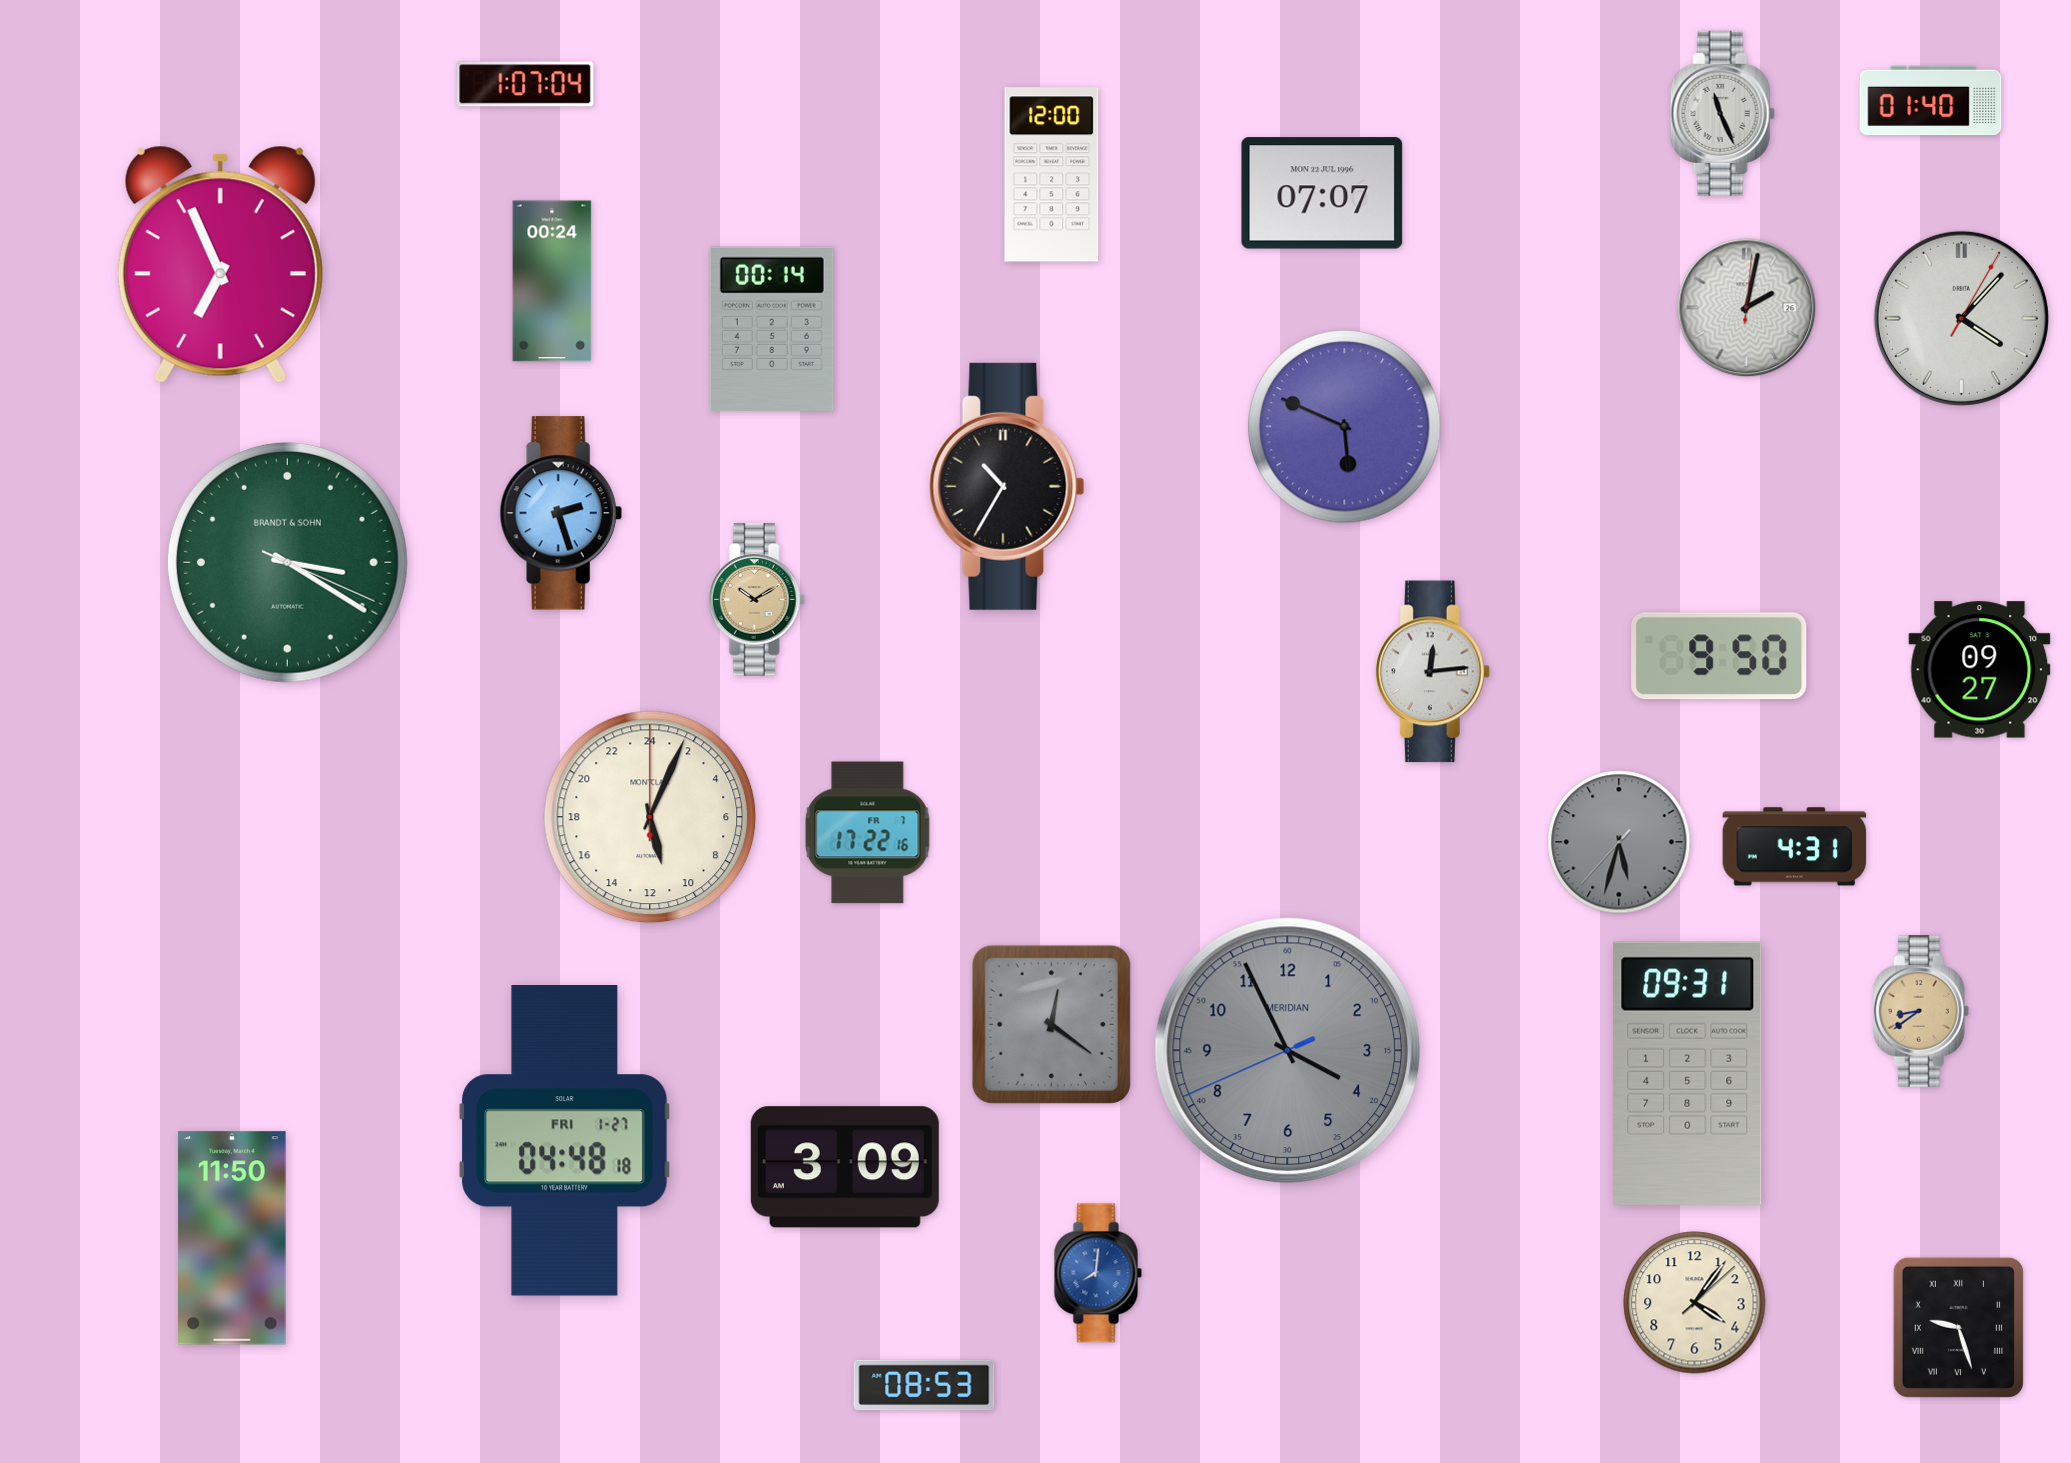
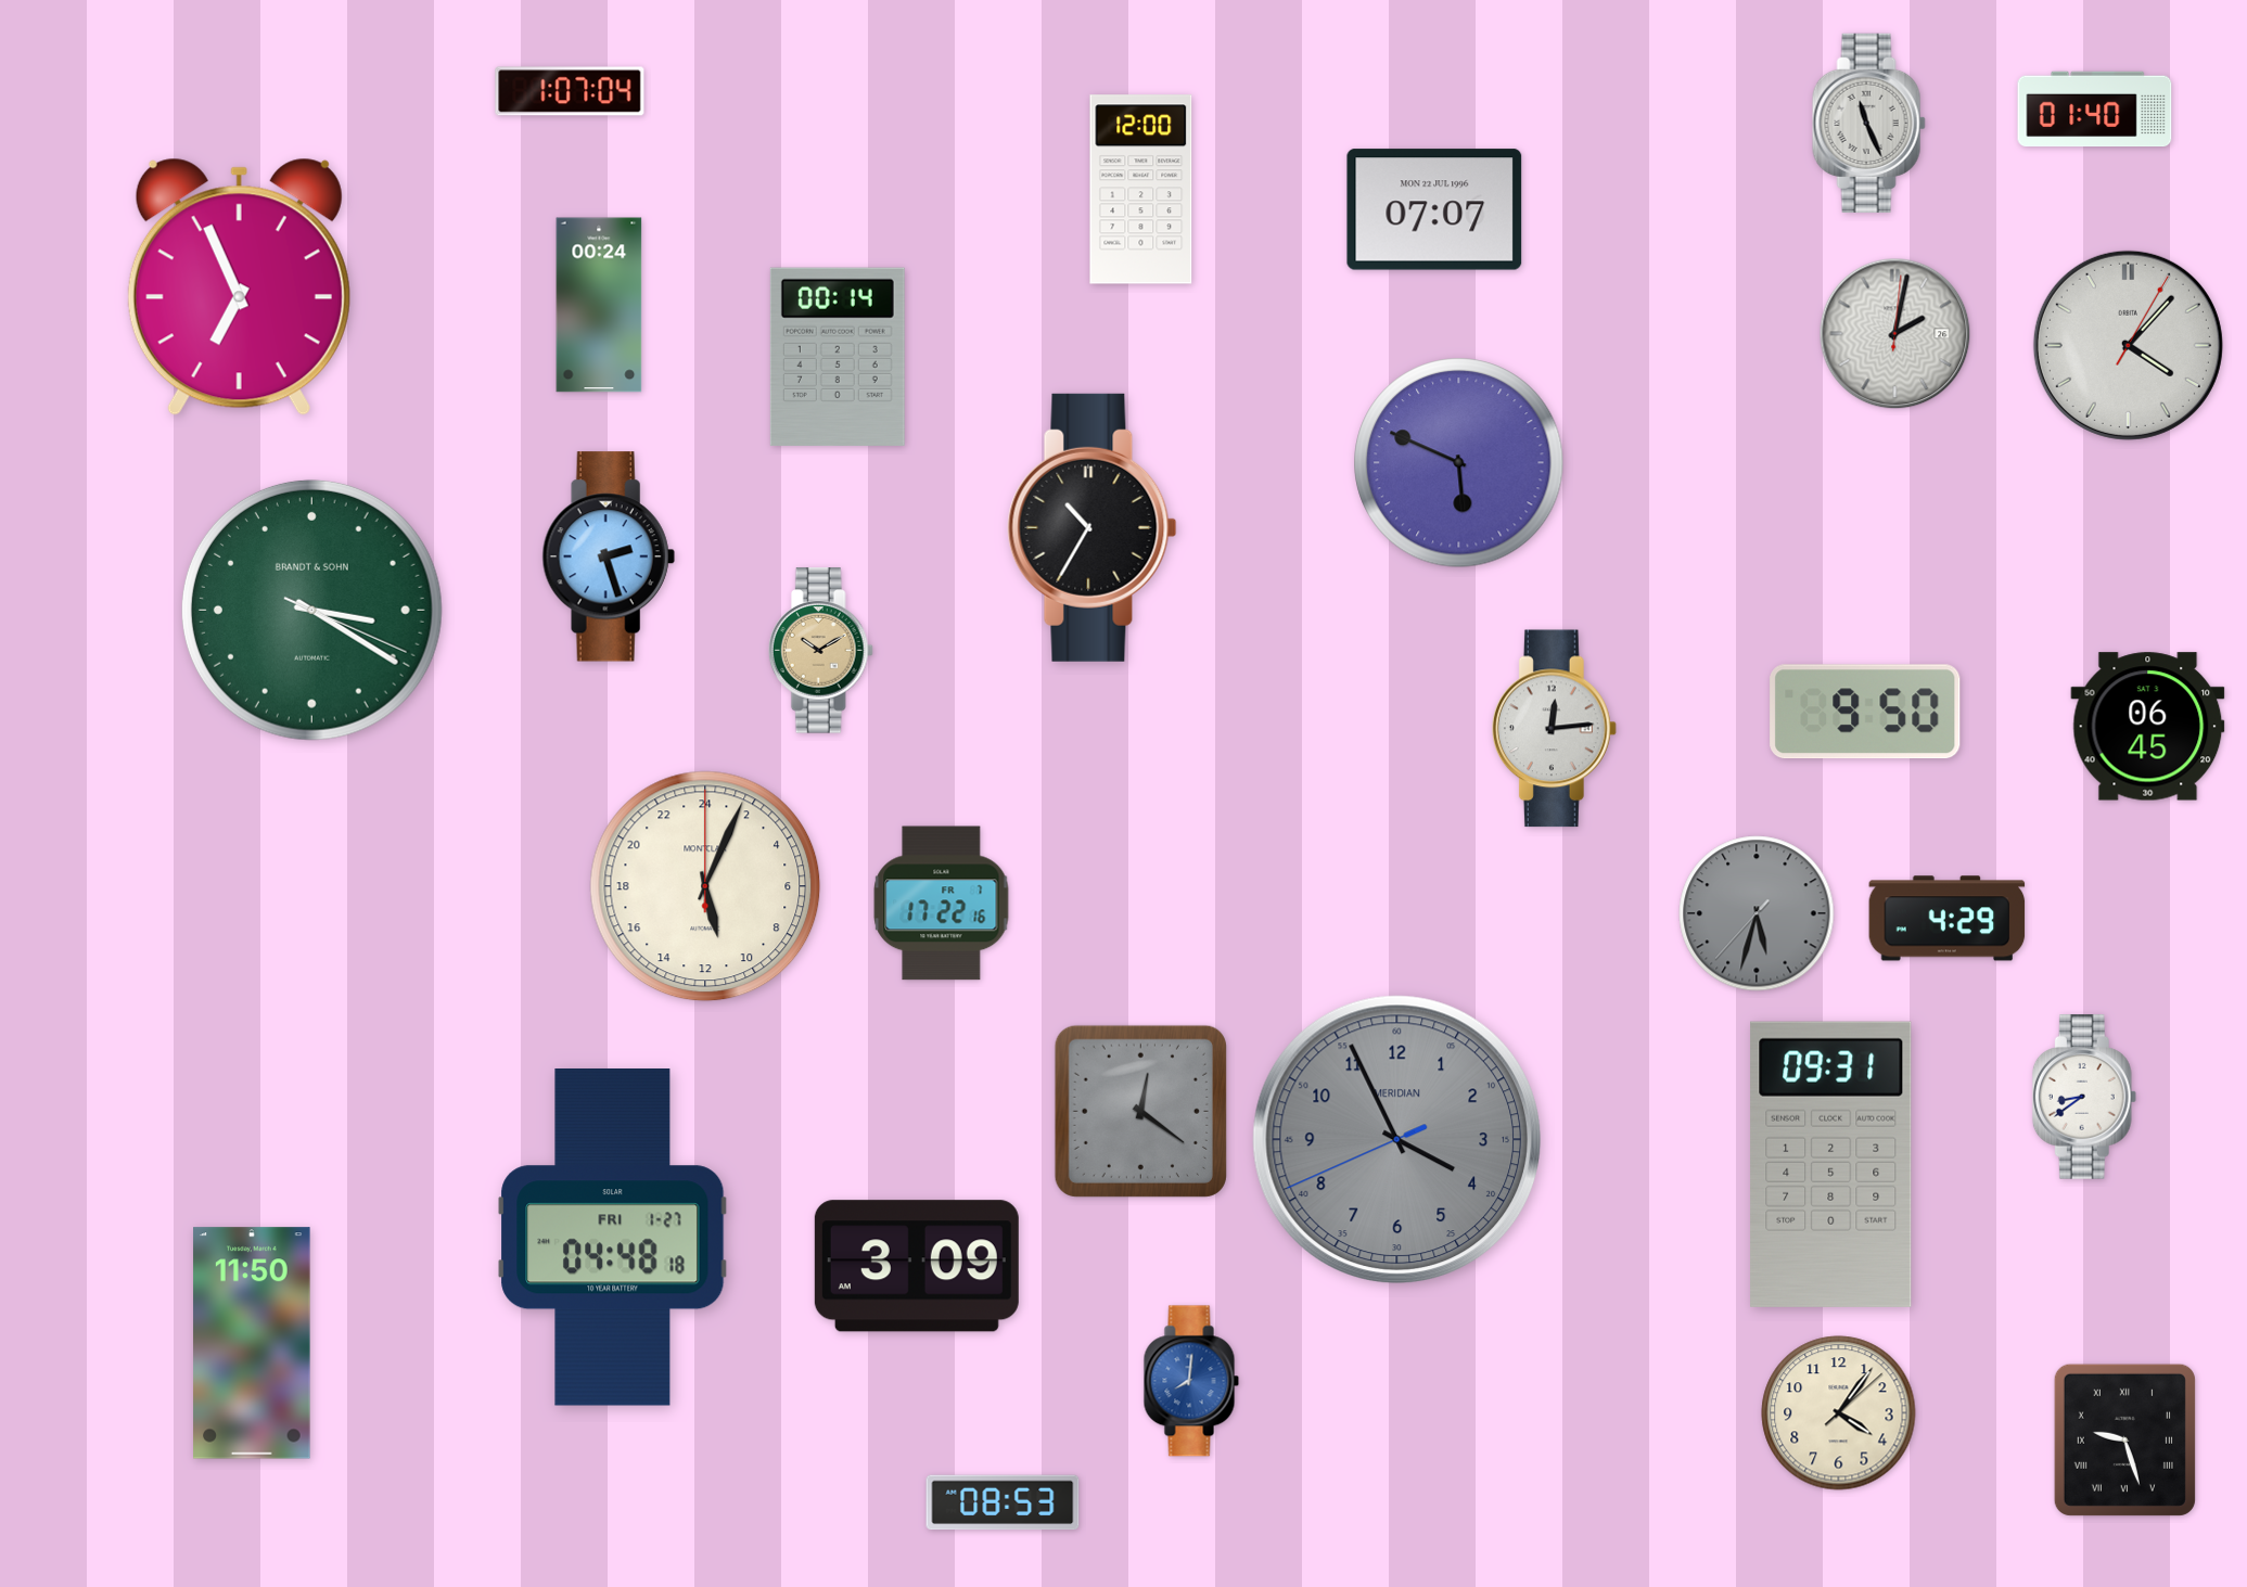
clock at (1980, 670): 09:27 -> 06:45
clock at (1795, 847): 4:31 -> 4:29
clock at (1921, 1011) dial: champagne -> white
